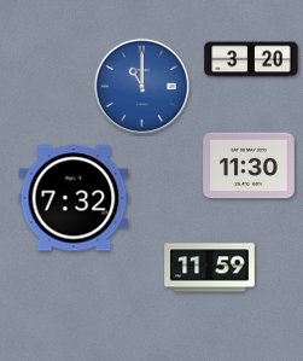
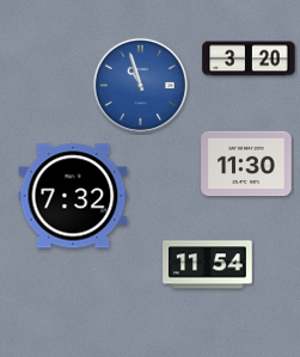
clock at (141, 86): 11:00 -> 10:57
clock at (210, 268): 11:59 -> 11:54
